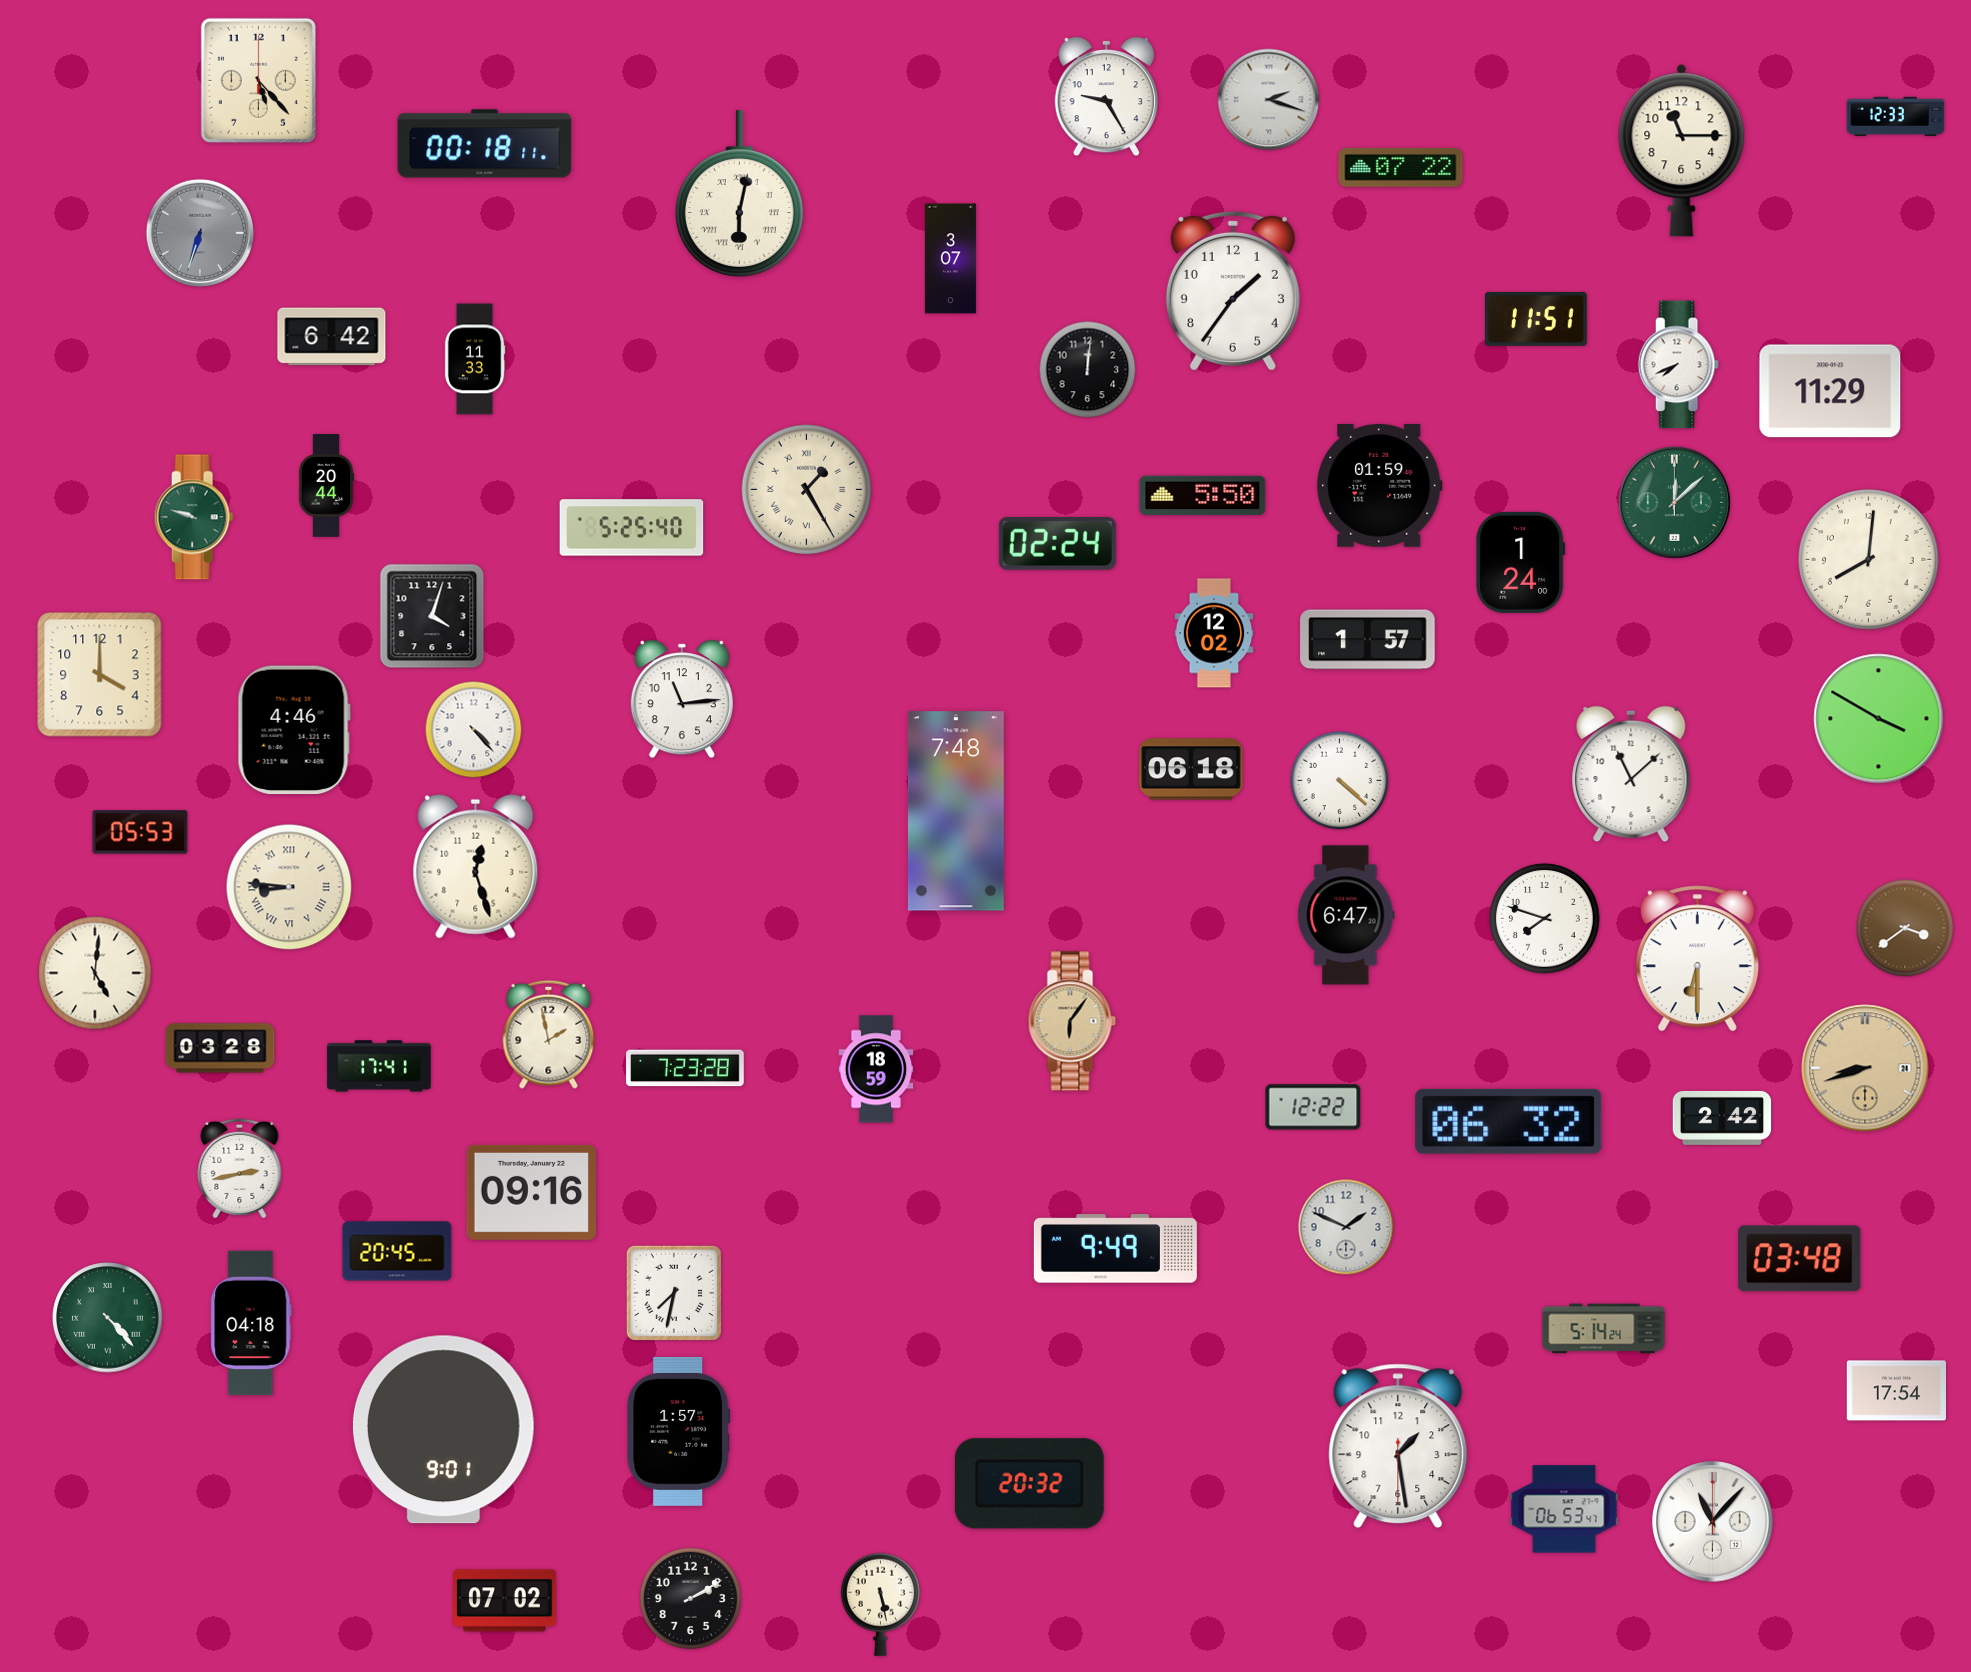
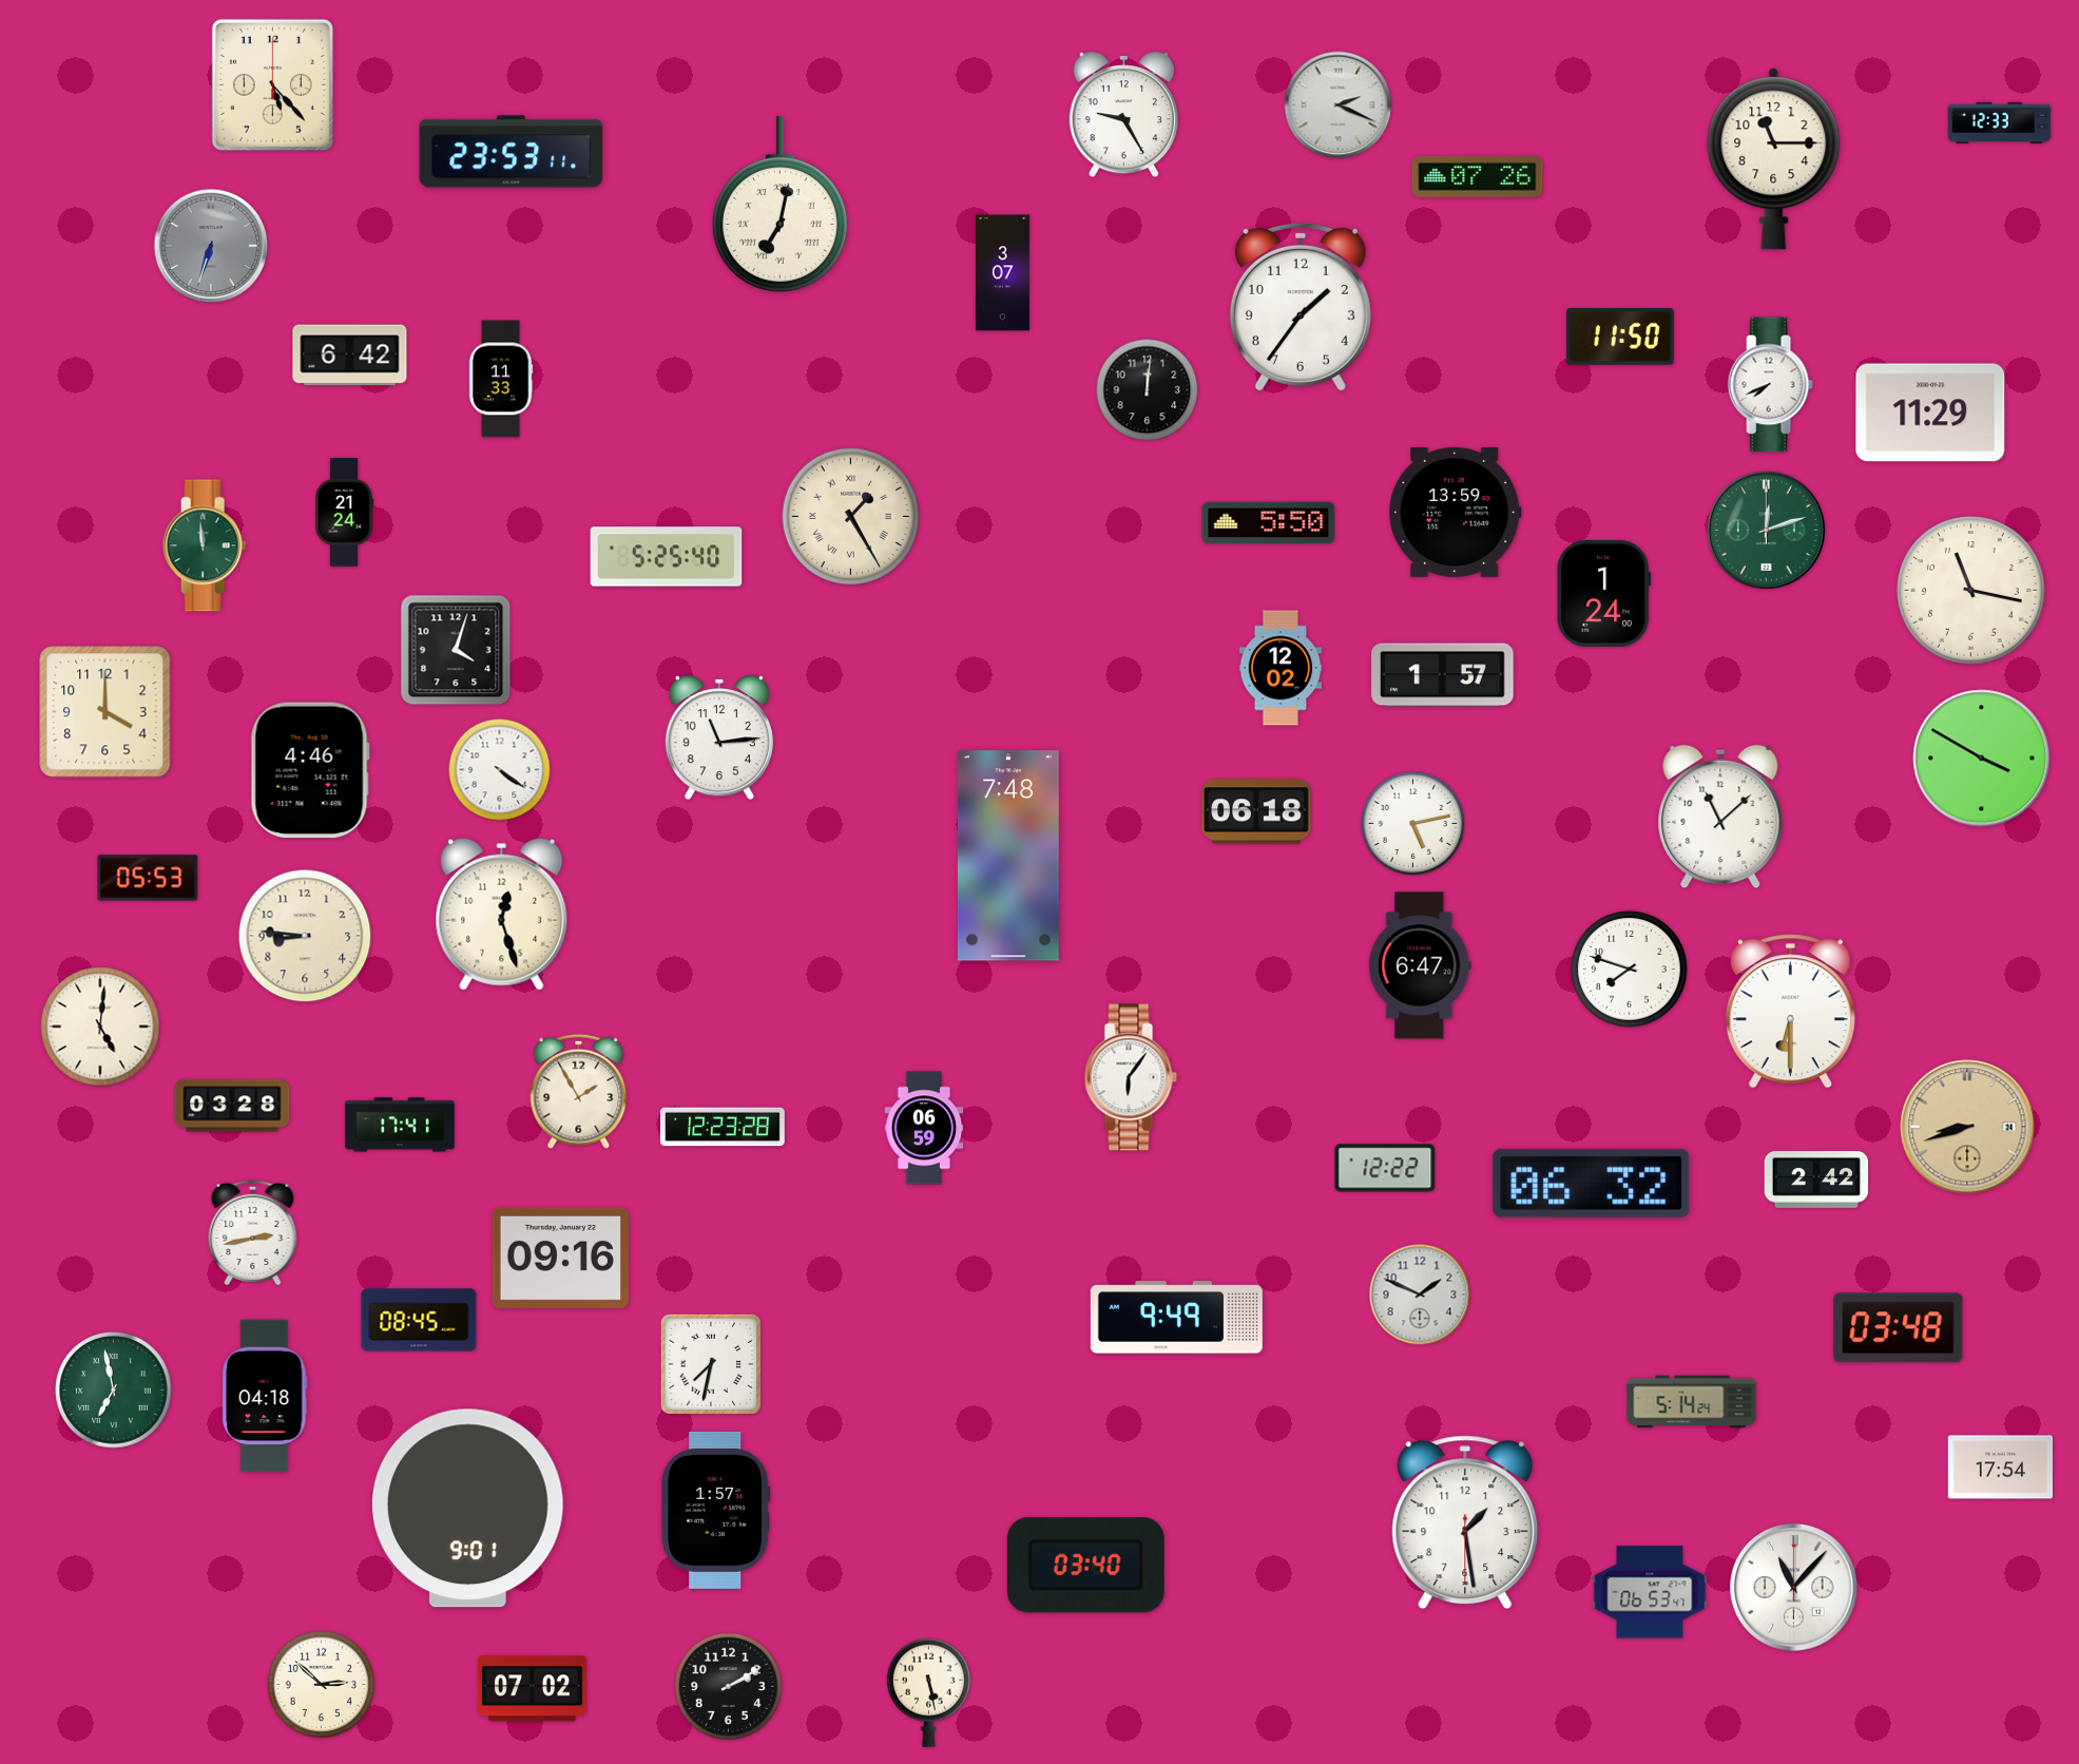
clock at (1106, 98) position: (1106, 98) -> (1123, 116)
clock at (1269, 100): 2:18 -> 2:19
clock at (485, 144): 00:18 -> 23:53
clock at (1401, 168): 07:22 -> 07:26
clock at (739, 194): 6:02 -> 7:02
clock at (1536, 319): 11:51 -> 11:50
clock at (1380, 485): 01:59 -> 13:59
clock at (326, 486): 20:44 -> 21:24
clock at (1674, 502): 12:08 -> 12:12
clock at (194, 517): 9:48 -> 11:59
clock at (1057, 544): 02:24 -> none
clock at (1869, 560): 8:01 -> 11:17
clock at (474, 730): 4:23 -> 4:21
clock at (1340, 781): 4:22 -> 5:13
clock at (289, 887) numerals: Roman -> Arabic
clock at (1905, 928): 3:39 -> none
clock at (1072, 1021) dial: champagne -> white
clock at (549, 1034): 1:58 -> 1:55
clock at (686, 1068): 7:23 -> 12:23
clock at (876, 1069): 18:59 -> 06:59
clock at (397, 1251): 20:45 -> 08:45
clock at (108, 1318): 4:23 -> 6:58
clock at (1398, 1446) position: (1398, 1446) -> (1465, 1522)
clock at (1029, 1484): 20:32 -> 03:40
clock at (1713, 1522) position: (1713, 1522) -> (1794, 1588)
clock at (322, 1685): none -> 2:52
